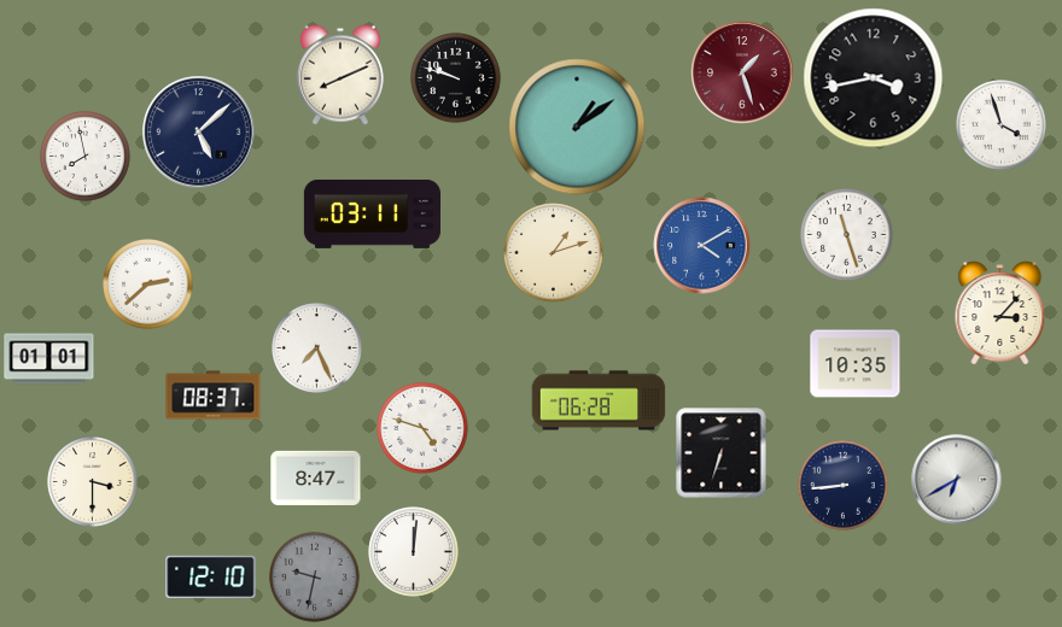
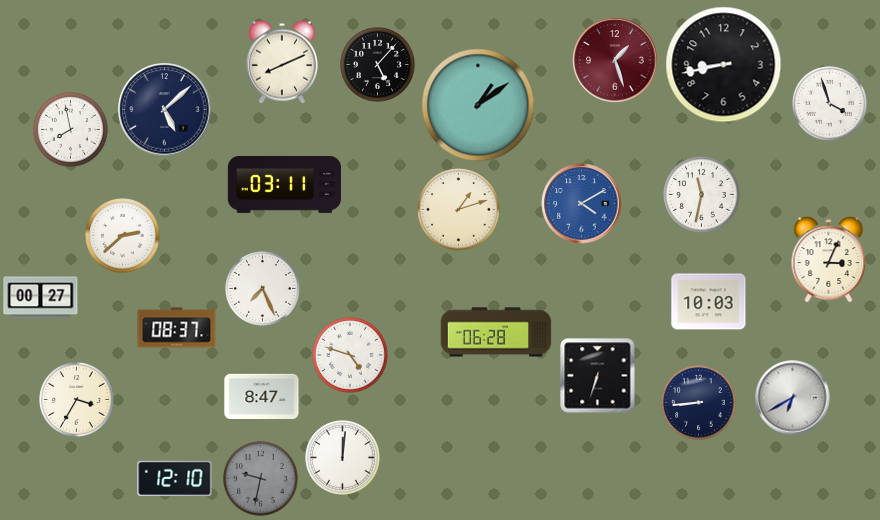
clock at (456, 78): 9:48 -> 5:07
clock at (874, 78): 3:43 -> 8:43
clock at (372, 213) position: (372, 213) -> (284, 184)
clock at (847, 235): 11:27 -> 11:32
clock at (1000, 313): 3:07 -> 3:04
clock at (49, 359): 01:01 -> 00:27
clock at (856, 364): 10:35 -> 10:03
clock at (93, 482): 3:30 -> 3:35
